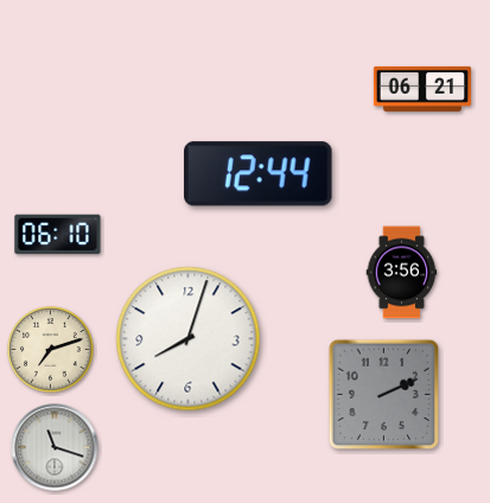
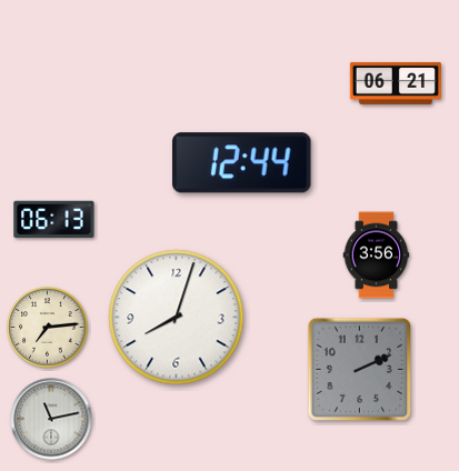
clock at (58, 235): 06:10 -> 06:13
clock at (51, 350): 7:12 -> 7:14
clock at (55, 447): 11:18 -> 11:13
